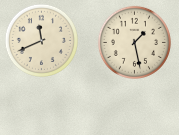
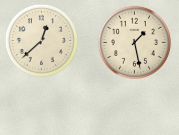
clock at (41, 40): 11:41 -> 12:38
